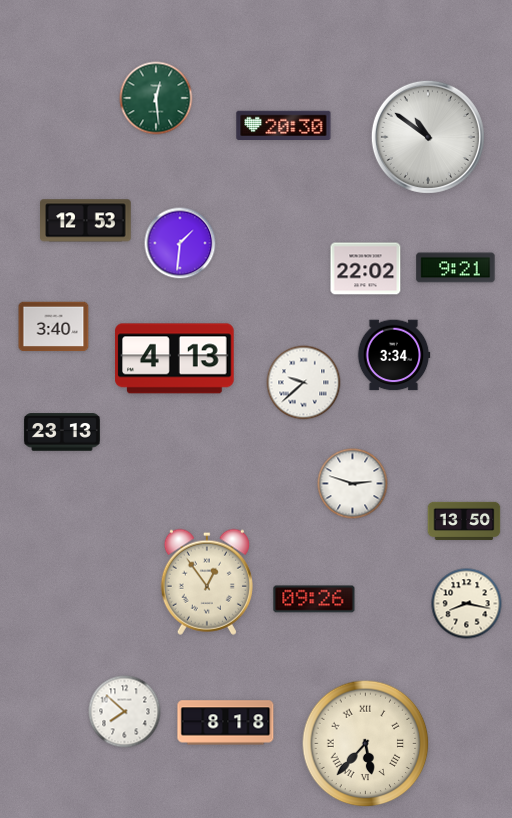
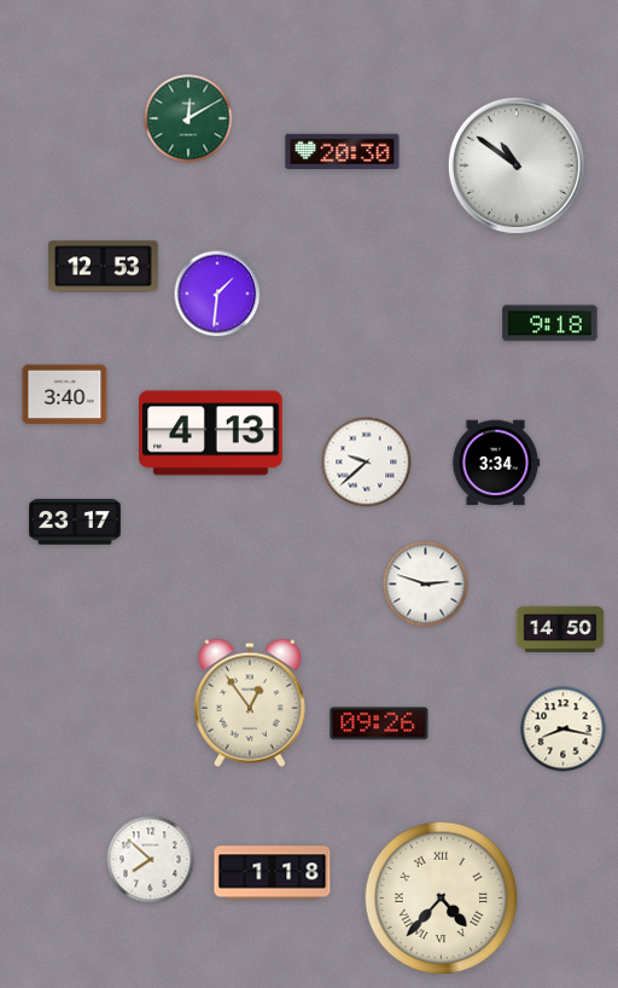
clock at (156, 98): 12:29 -> 12:10
clock at (456, 268): 9:21 -> 9:18
clock at (366, 269): 22:02 -> none
clock at (394, 355) position: (394, 355) -> (496, 463)
clock at (62, 432): 23:13 -> 23:17
clock at (464, 521): 13:50 -> 14:50
clock at (226, 723): 8:18 -> 1:18
clock at (366, 744): 5:37 -> 4:37
